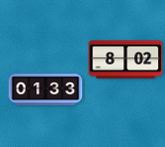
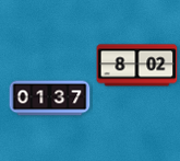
clock at (46, 90): 01:33 -> 01:37
